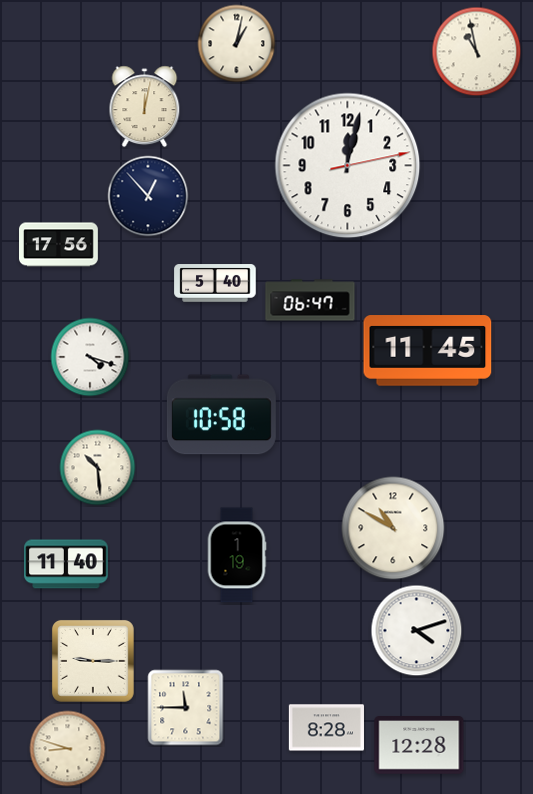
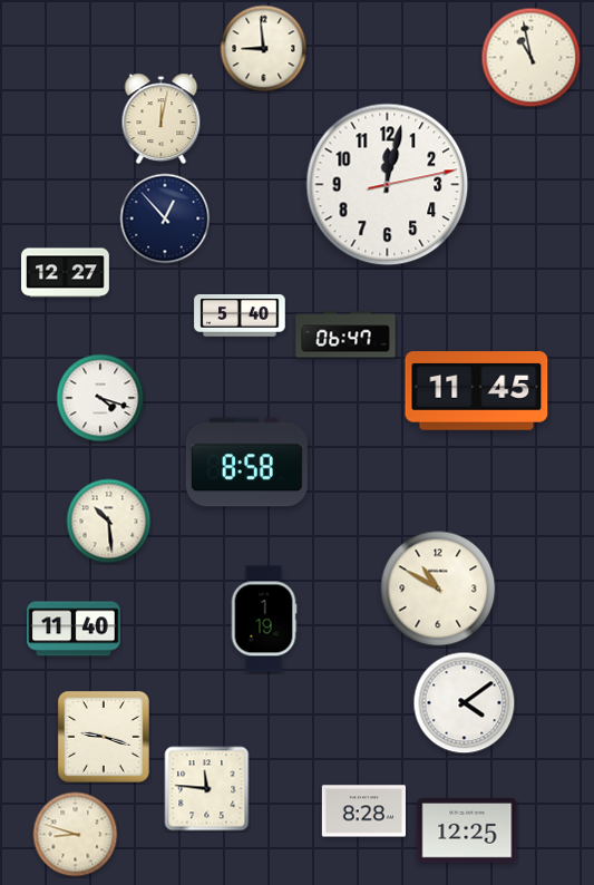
clock at (237, 44): 1:02 -> 8:59
clock at (59, 245): 17:56 -> 12:27
clock at (221, 415): 10:58 -> 8:58
clock at (417, 631): 4:12 -> 4:09
clock at (93, 661): 9:15 -> 9:18
clock at (186, 708): 11:45 -> 11:46
clock at (419, 746): 12:28 -> 12:25
